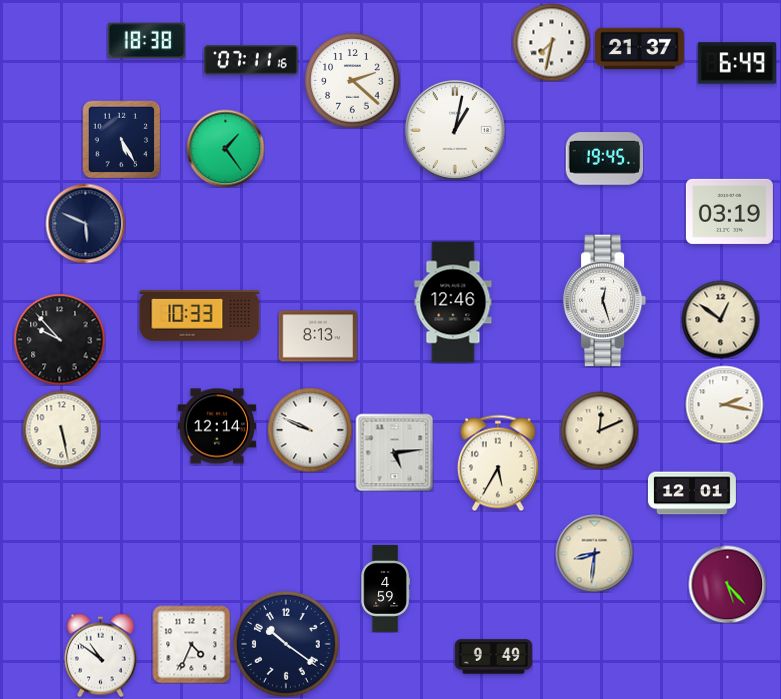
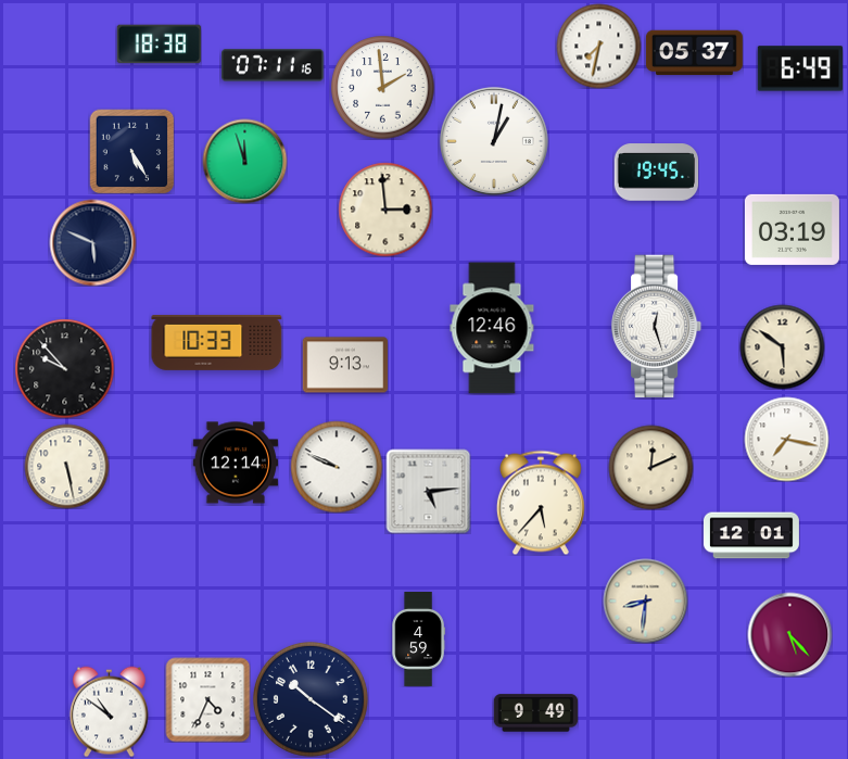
clock at (639, 49): 21:37 -> 05:37
clock at (352, 80): 2:22 -> 1:59
clock at (225, 148): 1:24 -> 11:57
clock at (385, 210): none -> 2:59
clock at (720, 319): 12:51 -> 5:51
clock at (318, 336): 8:13 -> 9:13
clock at (724, 404): 2:17 -> 7:17
clock at (498, 463): 5:35 -> 5:37
